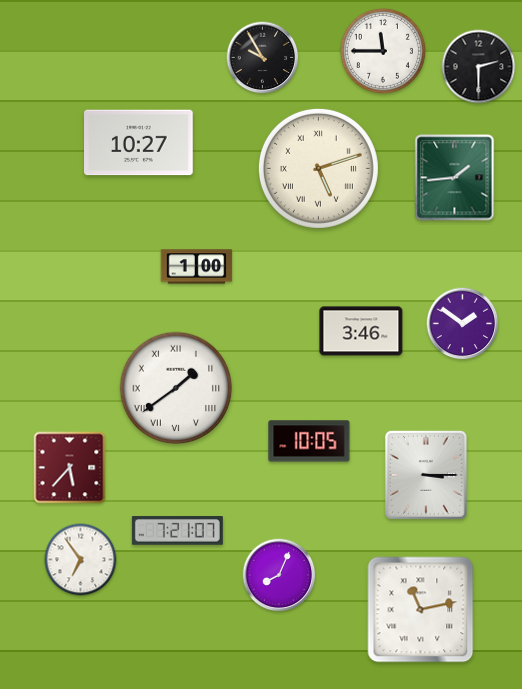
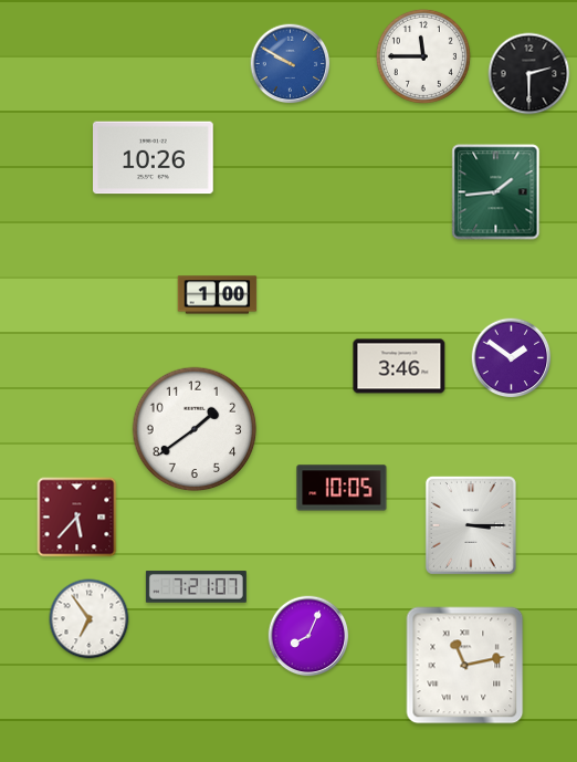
clock at (263, 58): 9:55 -> 9:50
clock at (263, 58) dial: black -> blue
clock at (139, 143): 10:27 -> 10:26
clock at (318, 168): 5:12 -> none
clock at (455, 178) position: (455, 178) -> (496, 192)
clock at (176, 388) numerals: Roman -> Arabic
clock at (421, 610) position: (421, 610) -> (465, 666)
